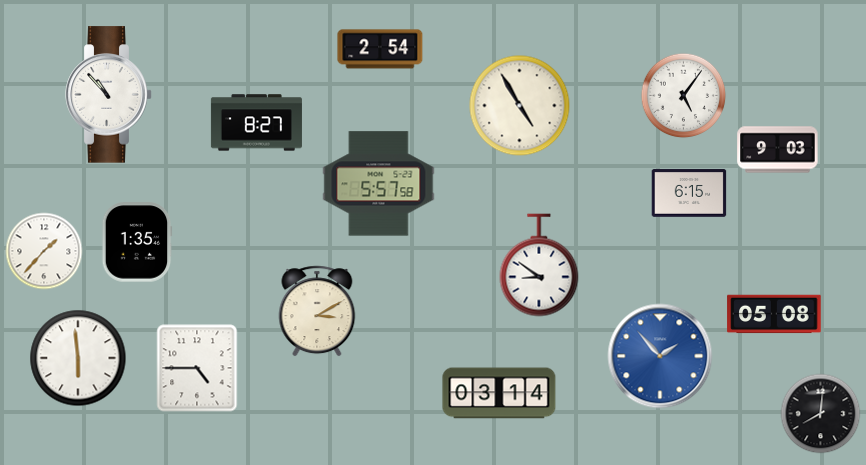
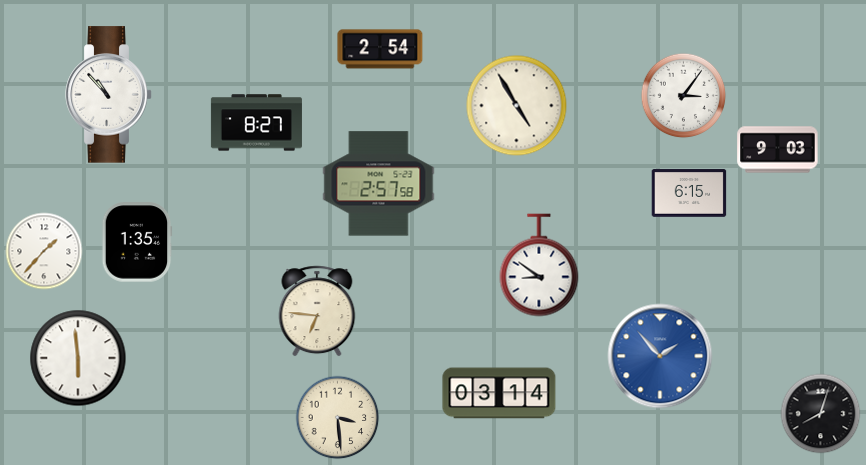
clock at (684, 96): 5:06 -> 3:06
clock at (520, 106) position: (520, 106) -> (517, 106)
clock at (379, 184): 5:57 -> 2:57
clock at (317, 311): 3:10 -> 6:46
clock at (774, 314): 05:08 -> none
clock at (197, 368): 4:45 -> none
clock at (821, 414): 8:01 -> 8:03
clock at (338, 418): none -> 3:29
